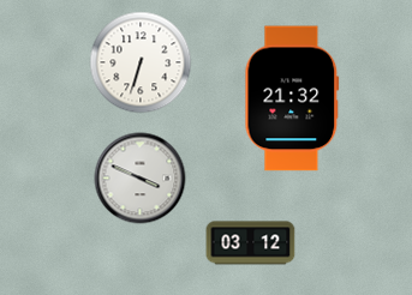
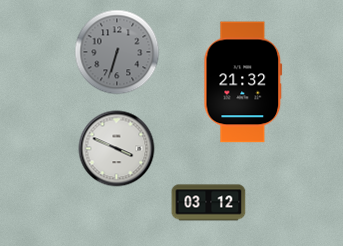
clock at (141, 62) dial: white -> grey
